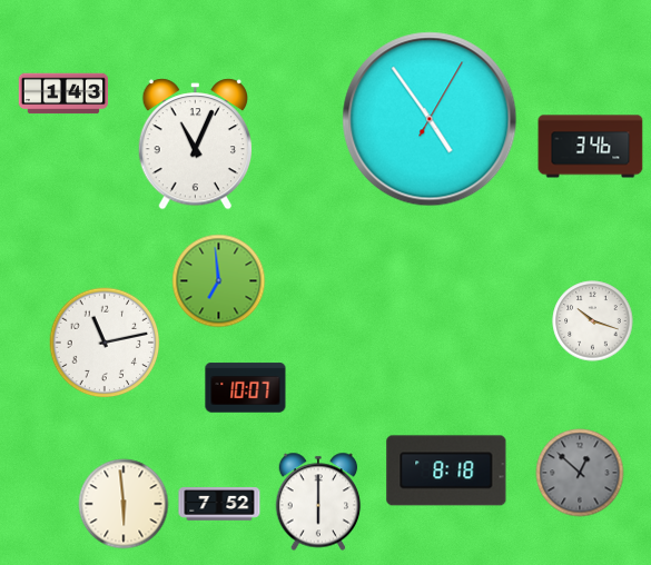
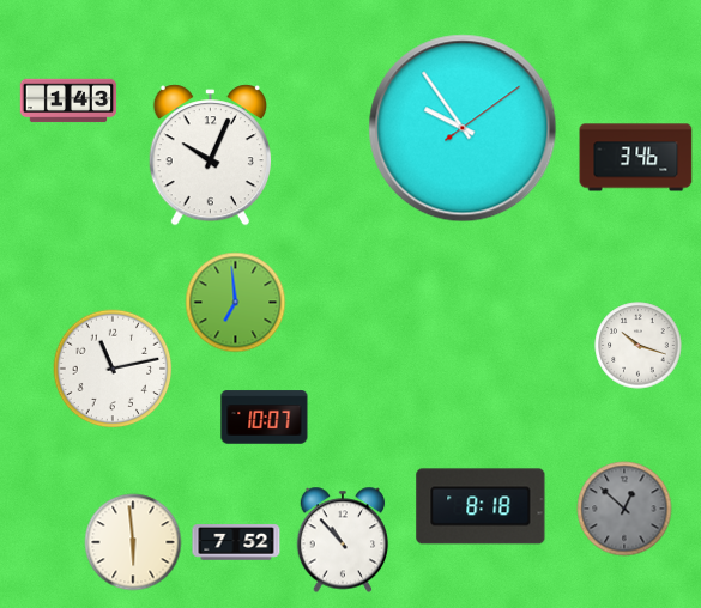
clock at (430, 119): 4:54 -> 9:54
clock at (195, 145): 11:04 -> 10:04
clock at (318, 502): 6:00 -> 10:53
